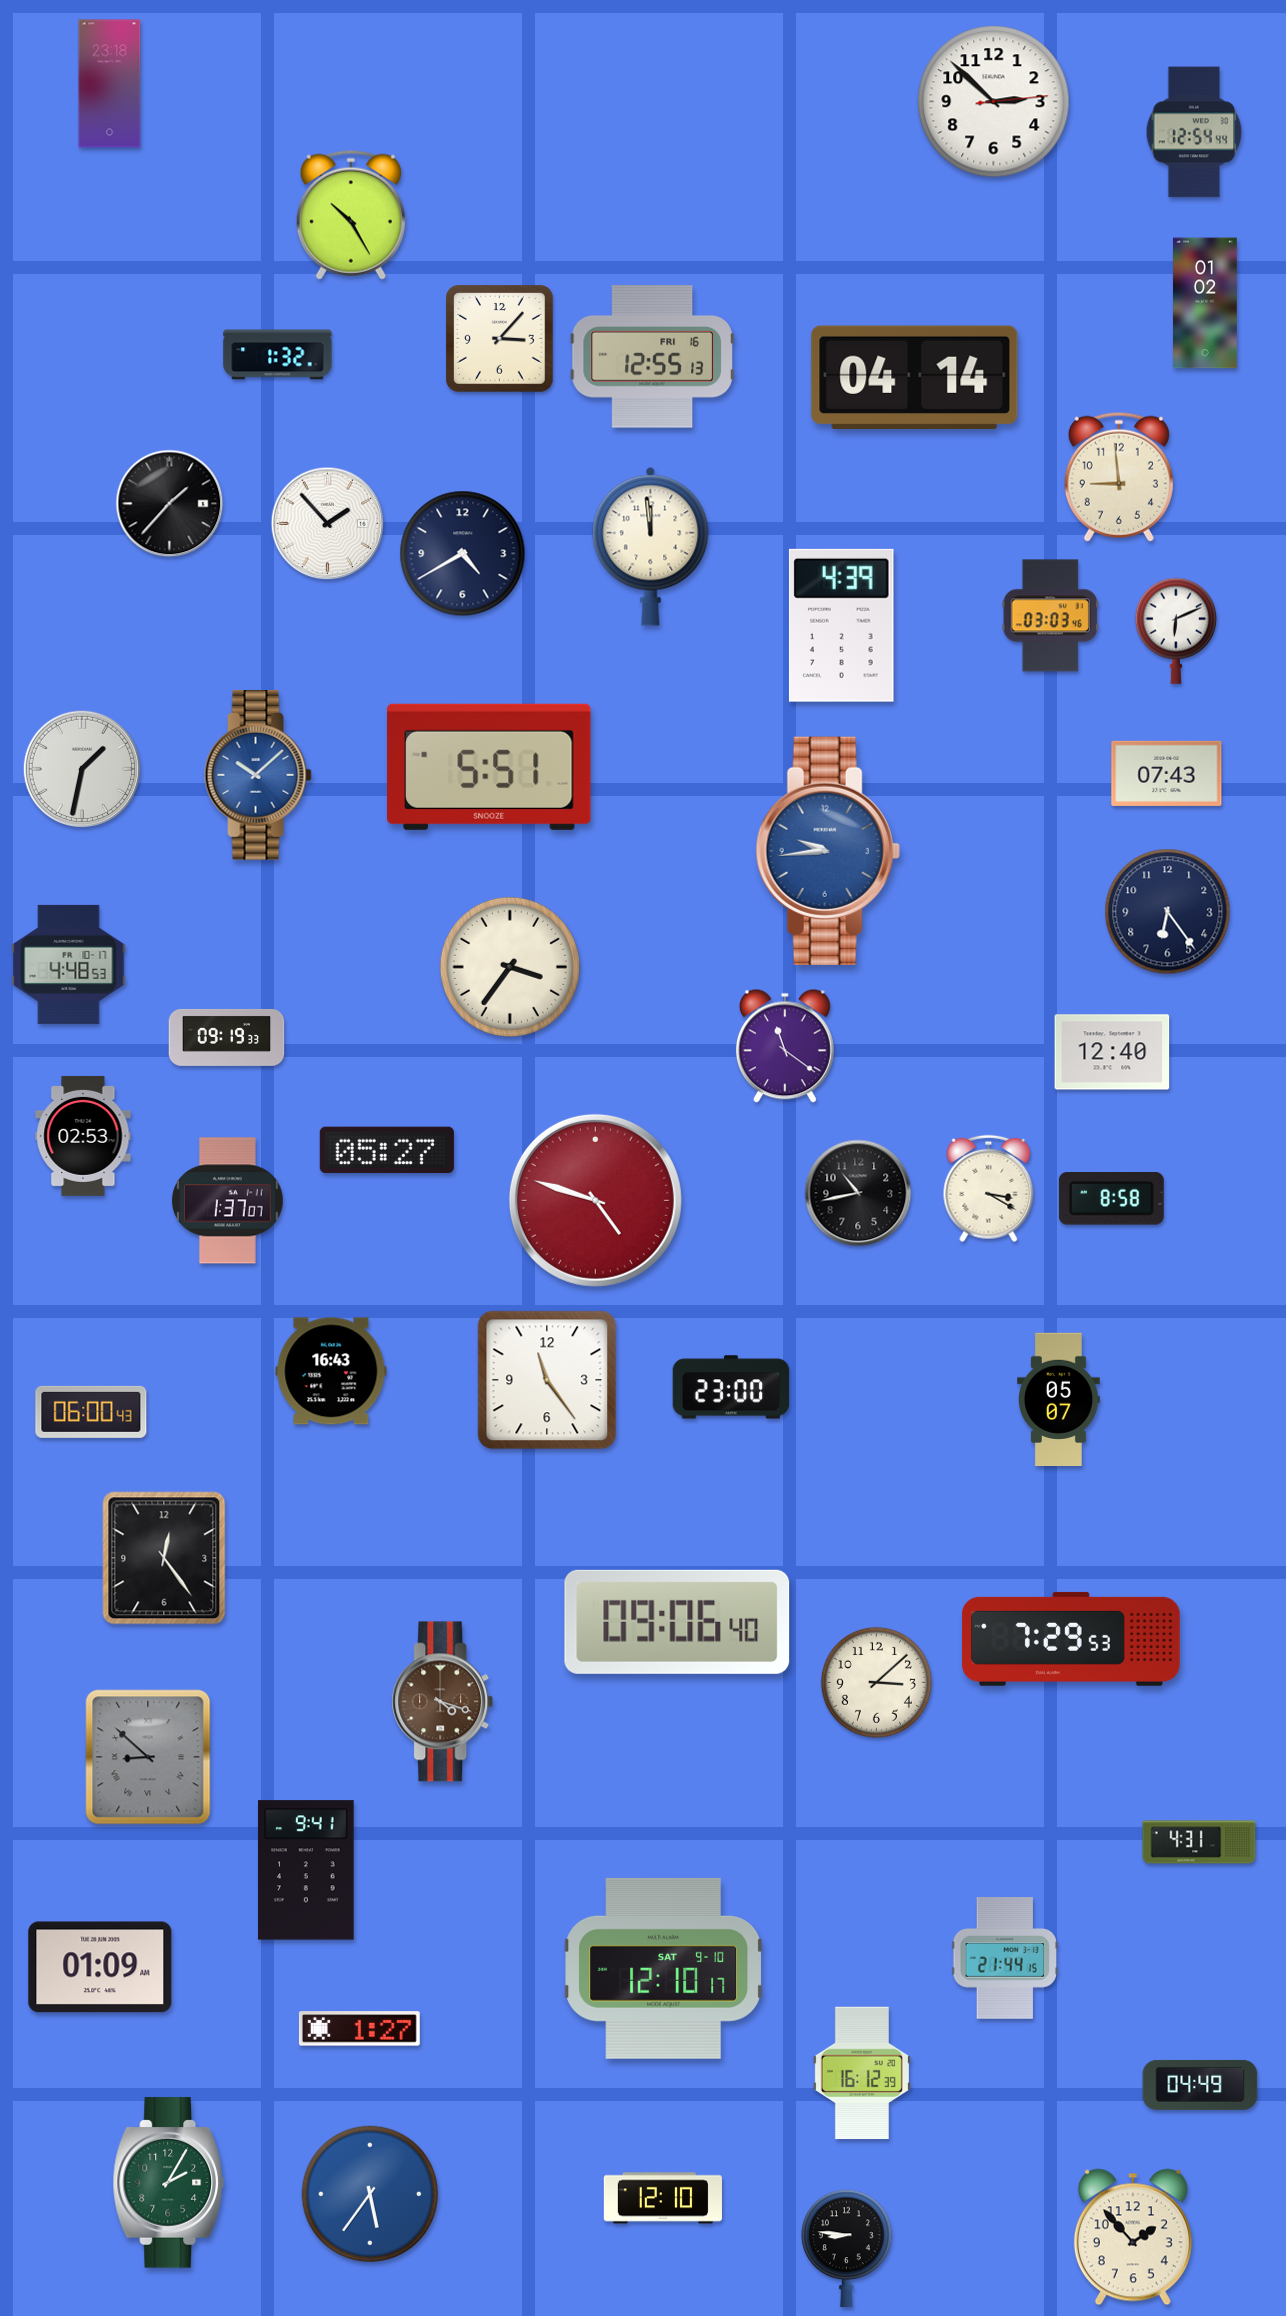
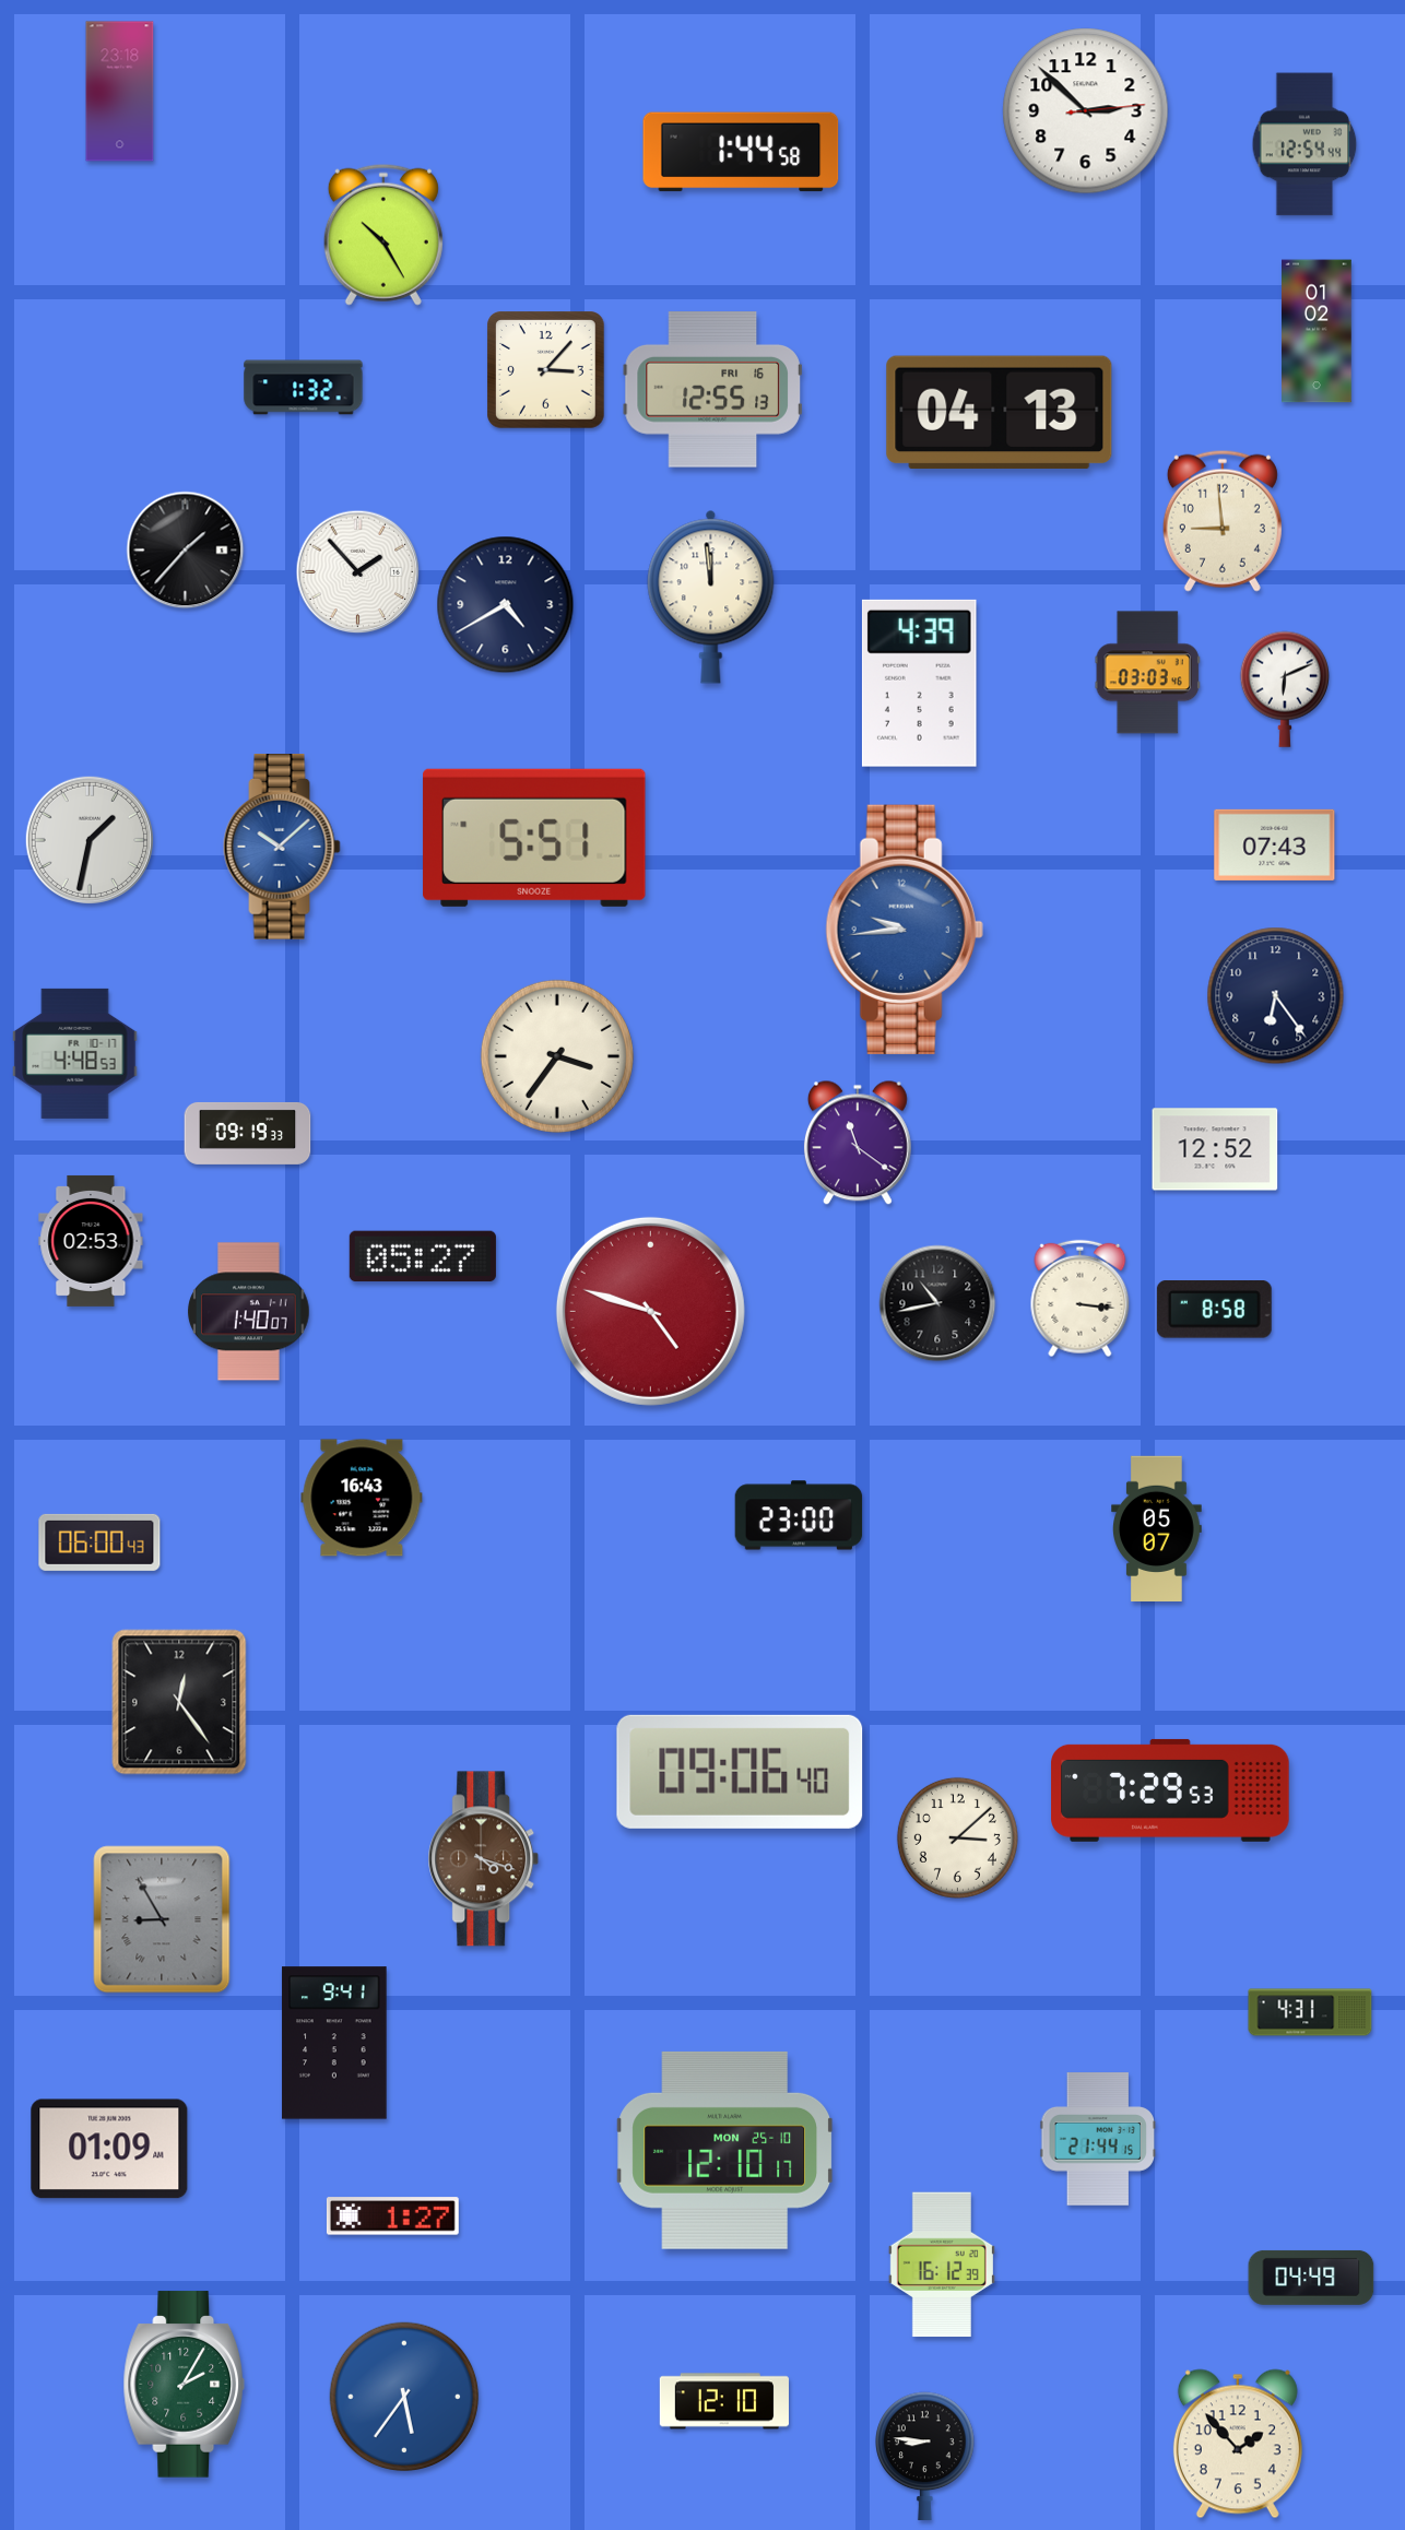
clock at (741, 152): none -> 1:44
clock at (915, 378): 04:14 -> 04:13
clock at (1112, 1052): 12:40 -> 12:52
clock at (989, 1189): 3:20 -> 3:16
clock at (228, 1201): 1:37 -> 1:40
clock at (547, 1380): 11:24 -> none
clock at (148, 1757): 8:52 -> 8:55
clock at (664, 1968) date: SAT 9-10 -> MON 25-10
